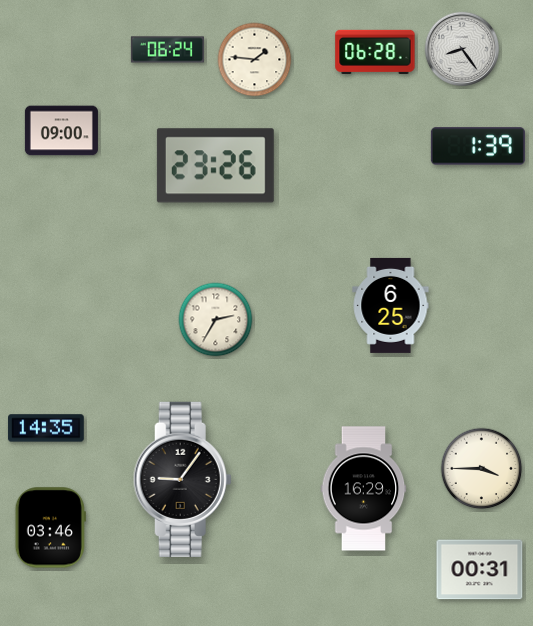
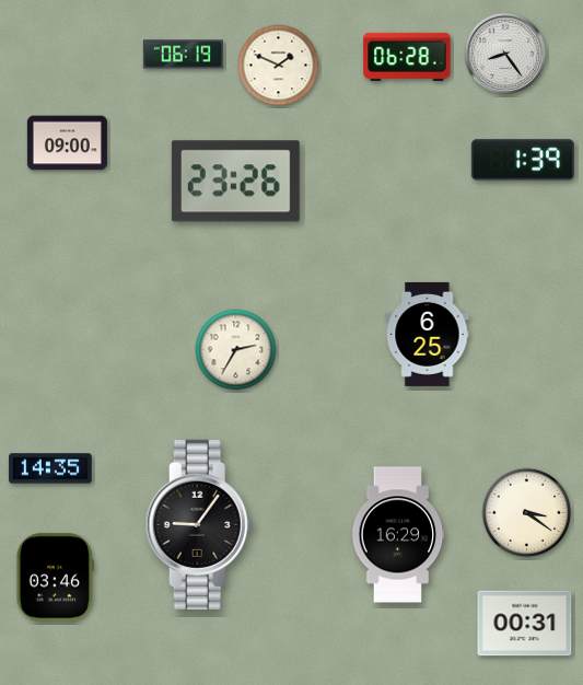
clock at (167, 50): 06:24 -> 06:19
clock at (375, 52) position: (375, 52) -> (407, 57)
clock at (255, 60): 1:46 -> 1:49
clock at (482, 469): 3:45 -> 3:21
